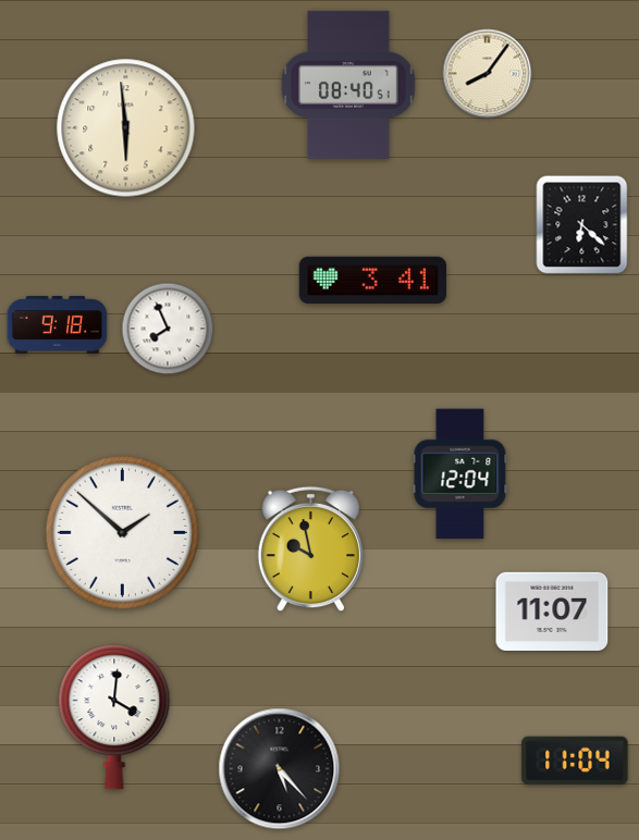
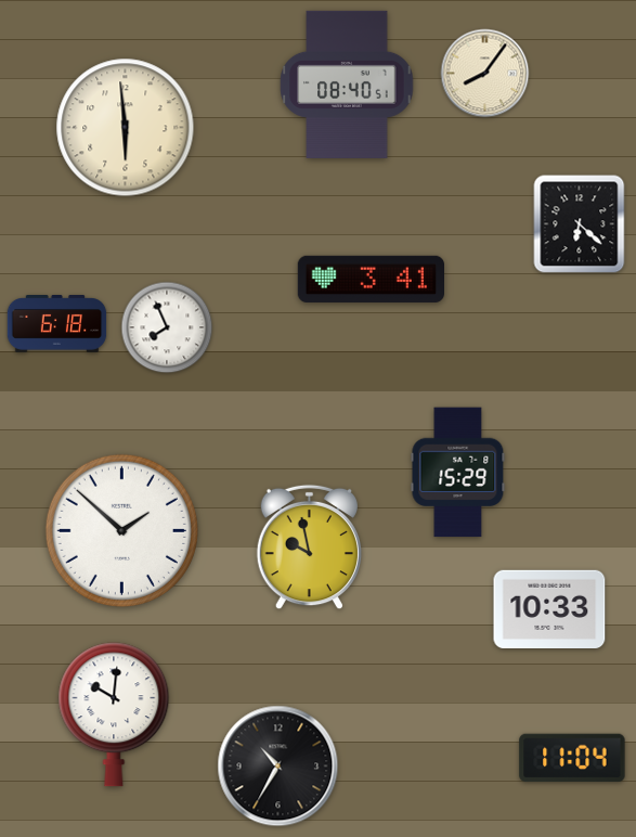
clock at (58, 325): 9:18 -> 6:18
clock at (460, 474): 12:04 -> 15:29
clock at (552, 610): 11:07 -> 10:33
clock at (114, 717): 4:01 -> 10:01
clock at (280, 769): 5:23 -> 10:35
